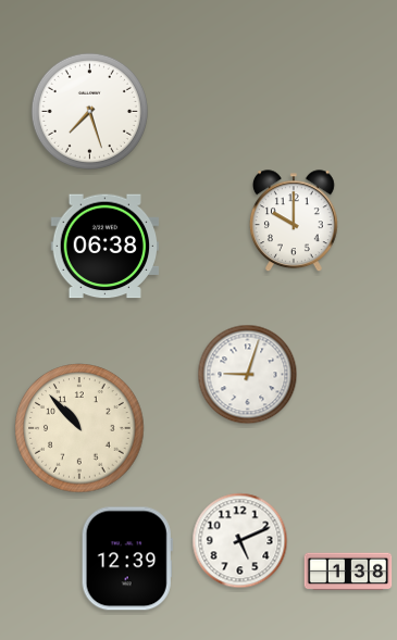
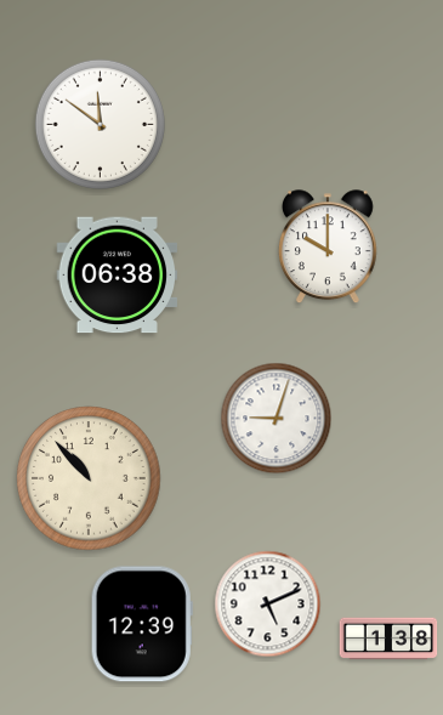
clock at (89, 111): 7:27 -> 11:51
